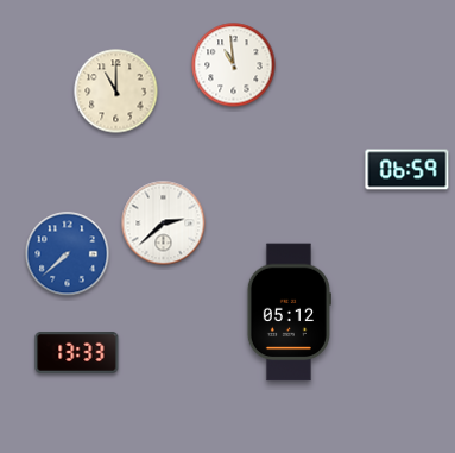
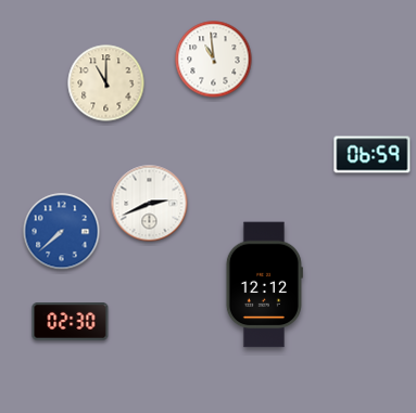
clock at (164, 224): 2:38 -> 2:41
clock at (289, 313): 05:12 -> 12:12
clock at (77, 353): 13:33 -> 02:30
